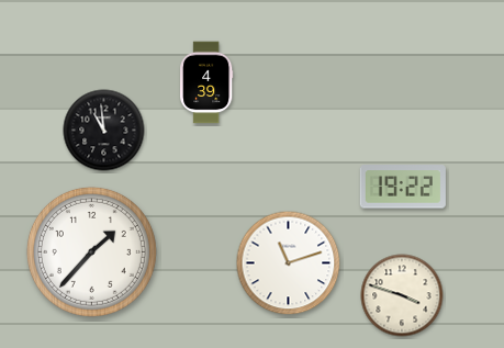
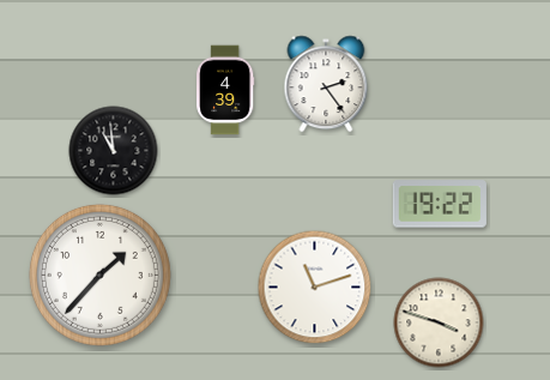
clock at (326, 84): none -> 2:24
clock at (104, 131) position: (104, 131) -> (114, 151)
